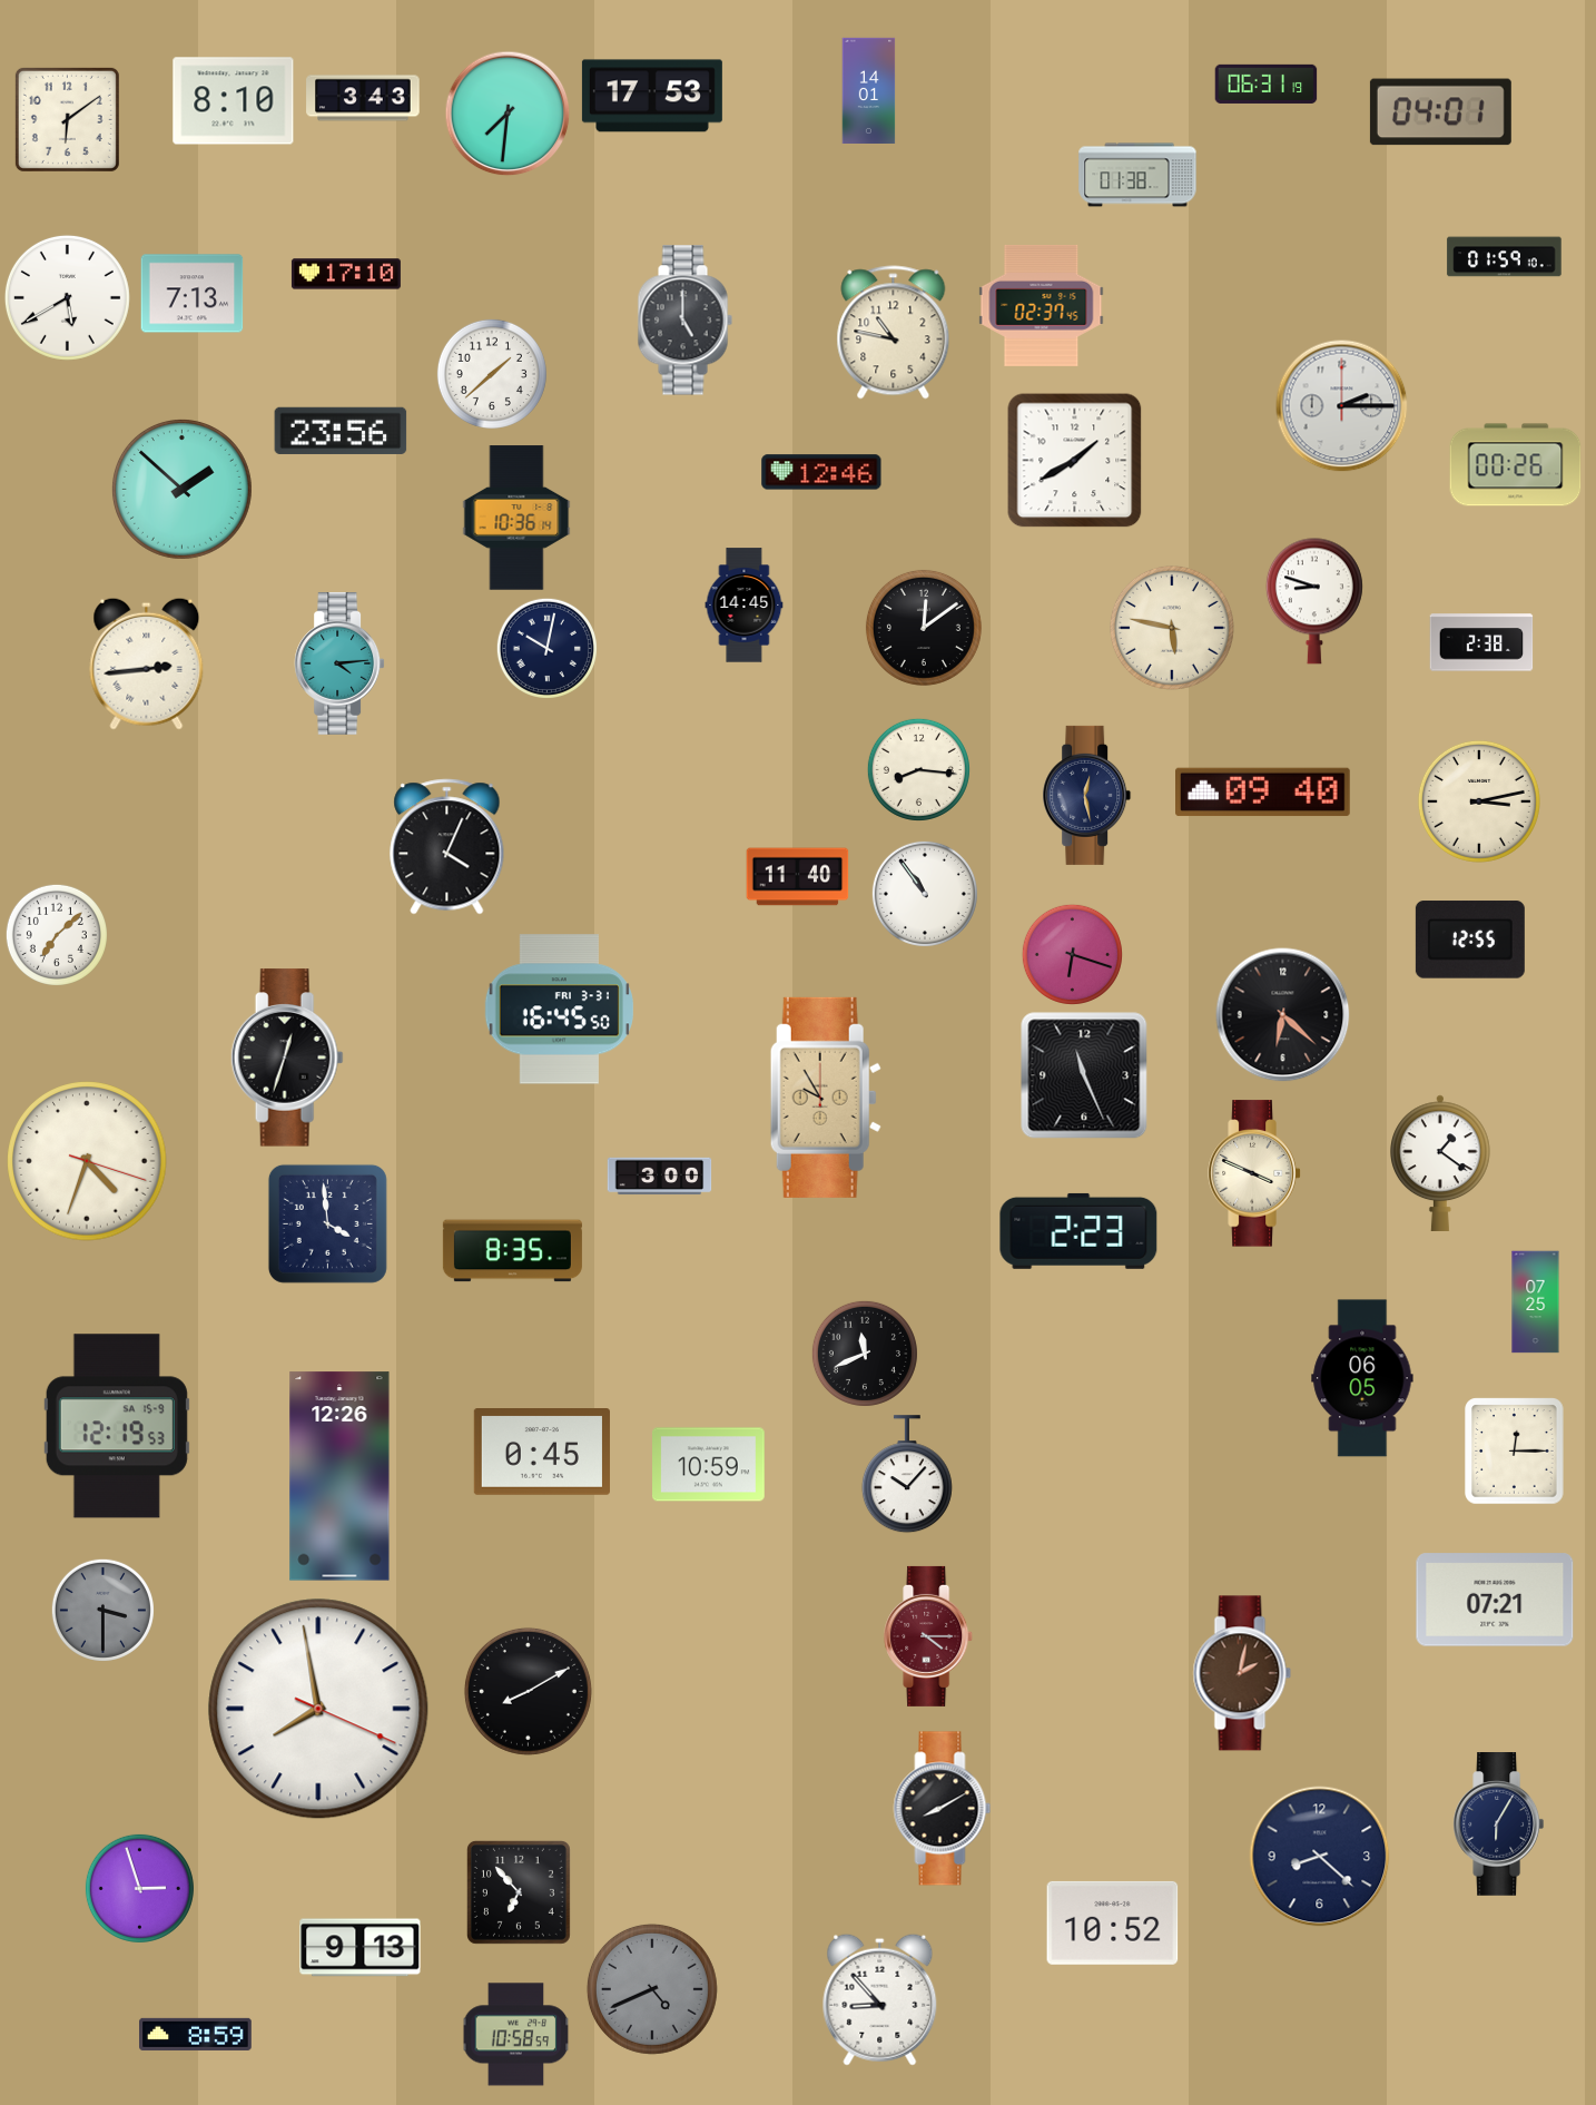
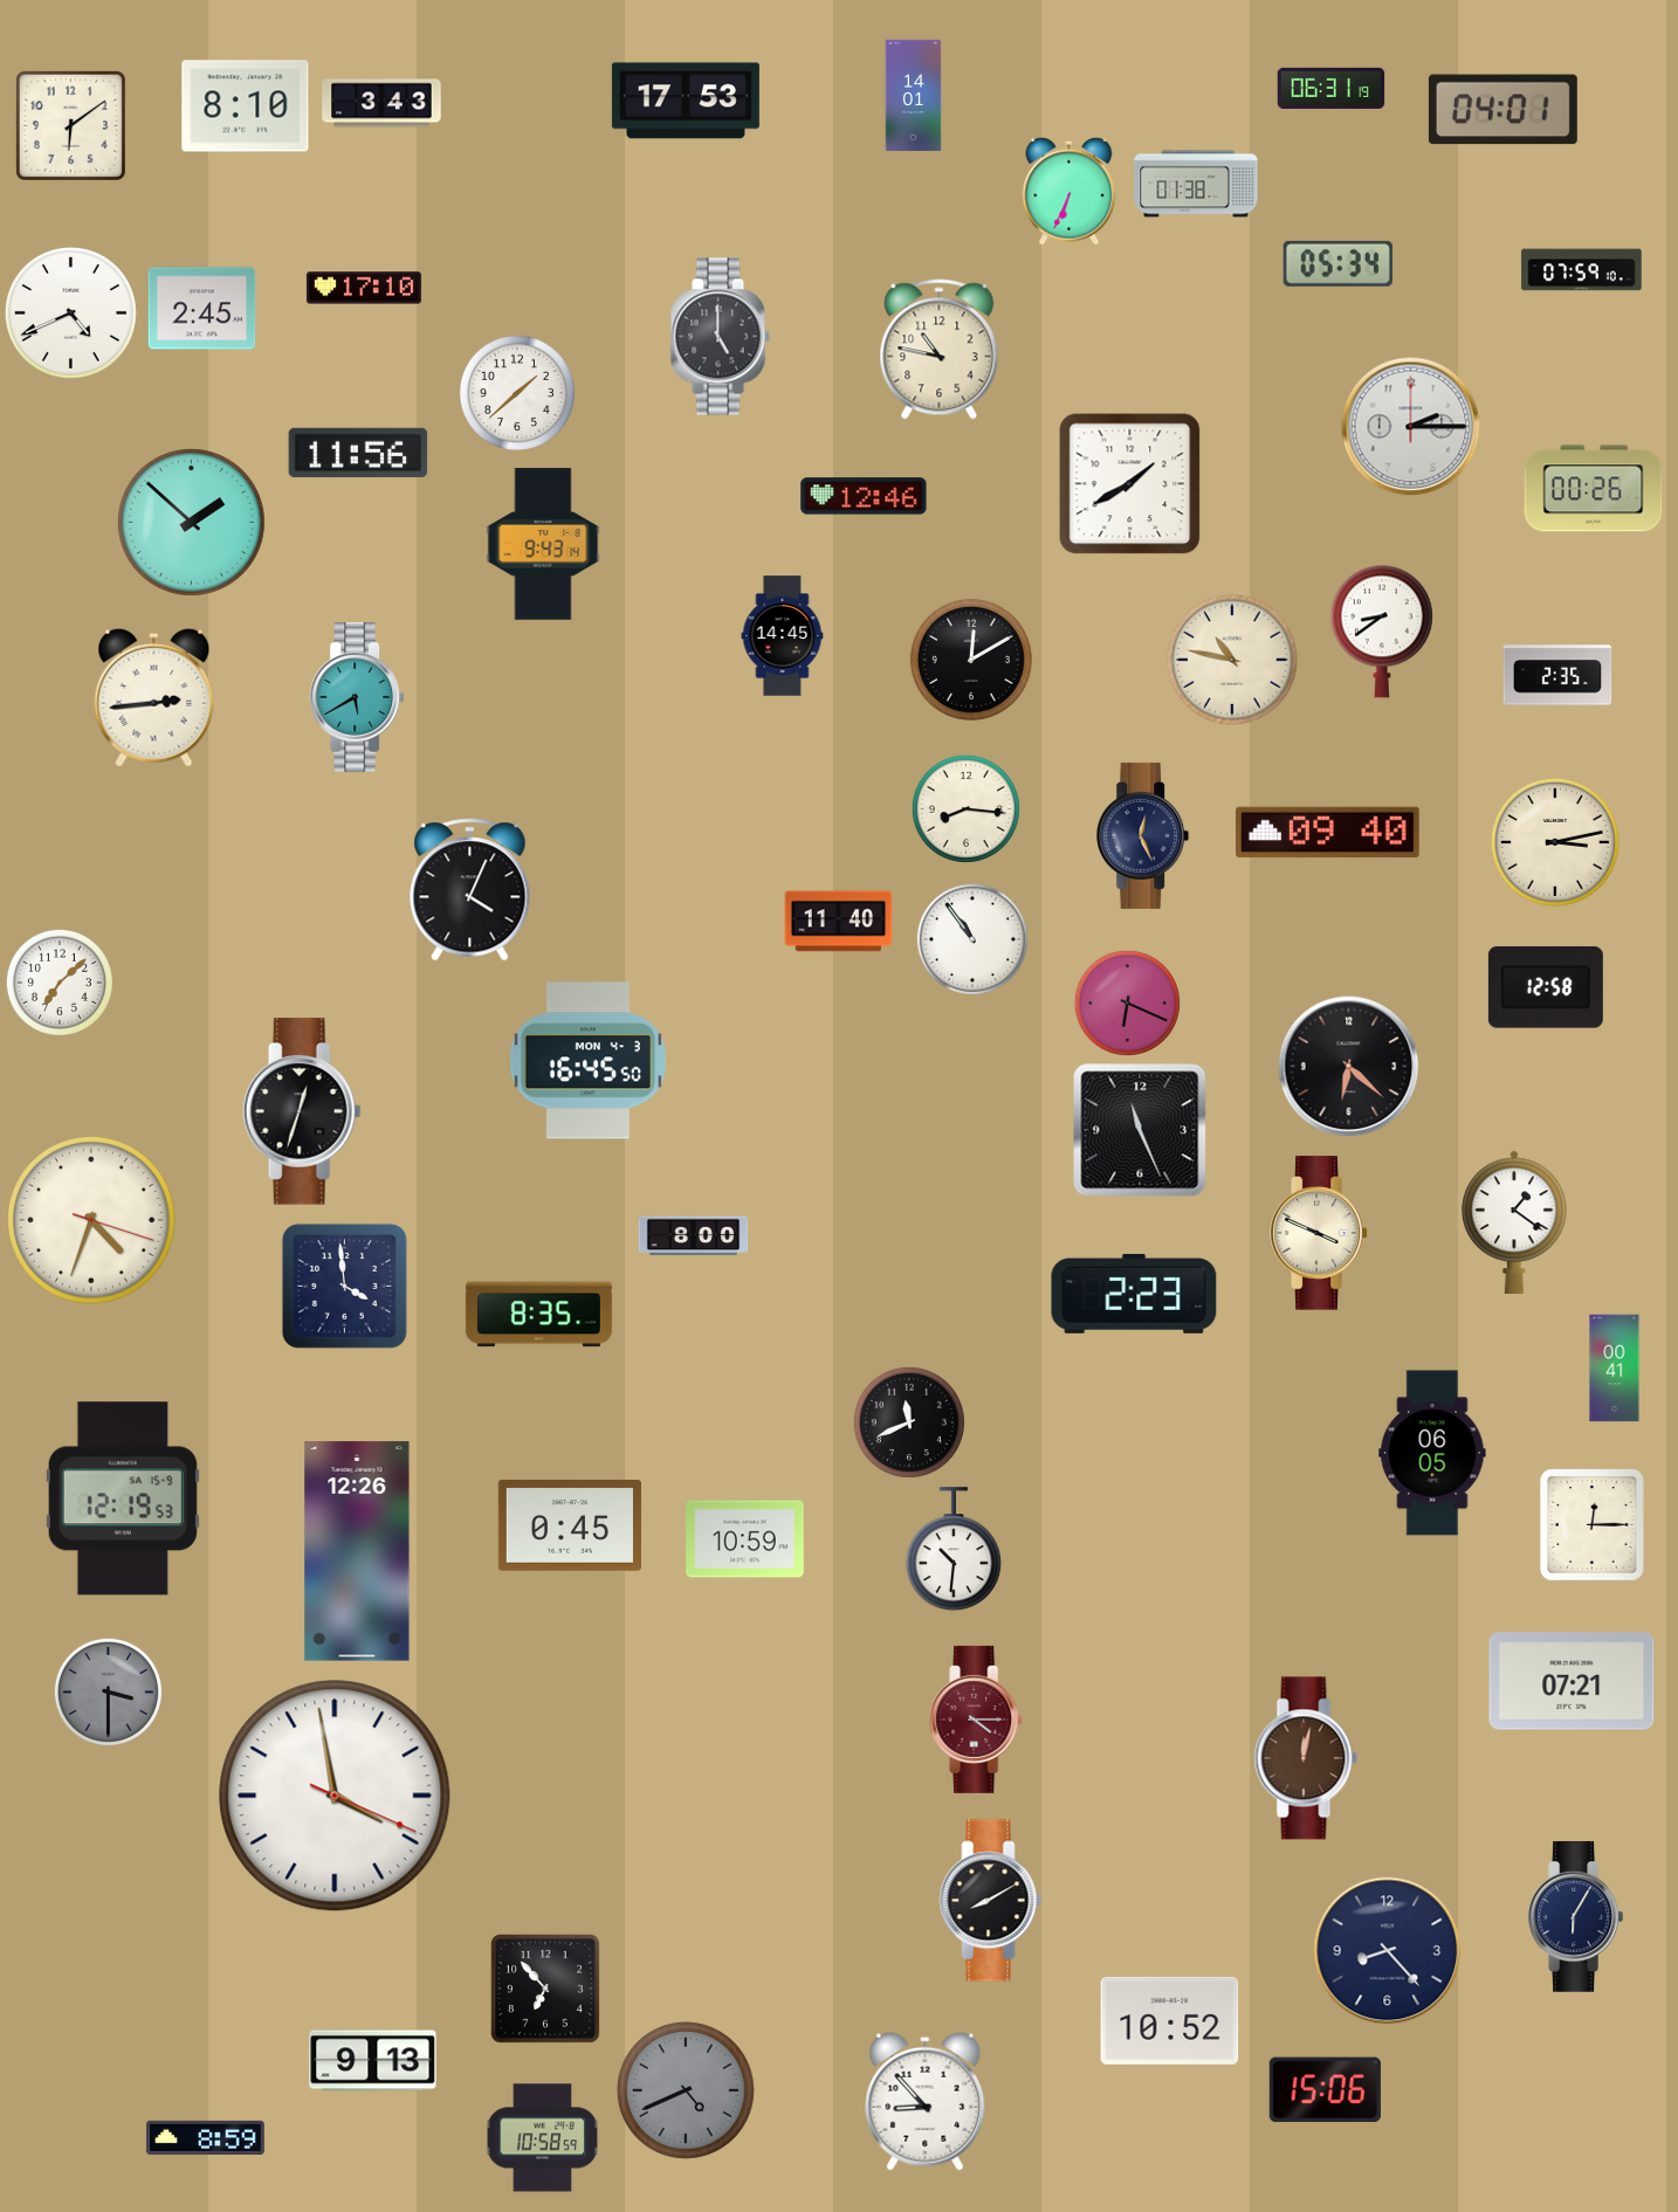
clock at (1440, 112) position: (1440, 112) -> (1502, 110)
clock at (508, 114): 7:31 -> none
clock at (1070, 191): none -> 6:34
clock at (1337, 263): none -> 05:34
clock at (1505, 257): 01:59 -> 07:59
clock at (193, 294): 7:13 -> 2:45
clock at (67, 297): 5:40 -> 4:41
clock at (1042, 305): 02:37 -> none
clock at (341, 430): 23:56 -> 11:56
clock at (181, 489) position: (181, 489) -> (191, 522)
clock at (516, 518): 10:36 -> 9:43
clock at (1314, 601): 8:48 -> 8:39
clock at (924, 628): 12:09 -> 12:10
clock at (1172, 628): 5:47 -> 10:47
clock at (1481, 642): 2:38 -> 2:35
clock at (546, 648): 10:02 -> none
clock at (339, 663): 4:14 -> 5:40
clock at (1087, 795): 12:28 -> 12:26
clock at (1470, 940): 12:55 -> 12:58
clock at (1072, 954): 6:18 -> 6:19
clock at (559, 1010) date: FRI 3-31 -> MON 4-3
clock at (826, 1098): 9:55 -> none
clock at (660, 1177): 3:00 -> 8:00
clock at (1536, 1302): 07:25 -> 00:41
clock at (1362, 1378) position: (1362, 1378) -> (1432, 1453)
clock at (907, 1475): 10:07 -> 10:31
clock at (1242, 1673): 2:02 -> 12:02
clock at (528, 1691): 8:10 -> none
clock at (318, 1709): 7:58 -> 3:58
clock at (1320, 1857): 8:22 -> 8:23
clock at (139, 1888): 2:57 -> none
clock at (361, 1948) position: (361, 1948) -> (373, 2061)
clock at (1325, 2090): none -> 15:06
